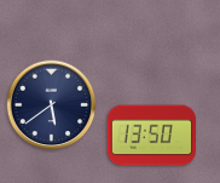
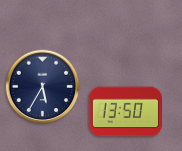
clock at (52, 105): 5:39 -> 5:35
